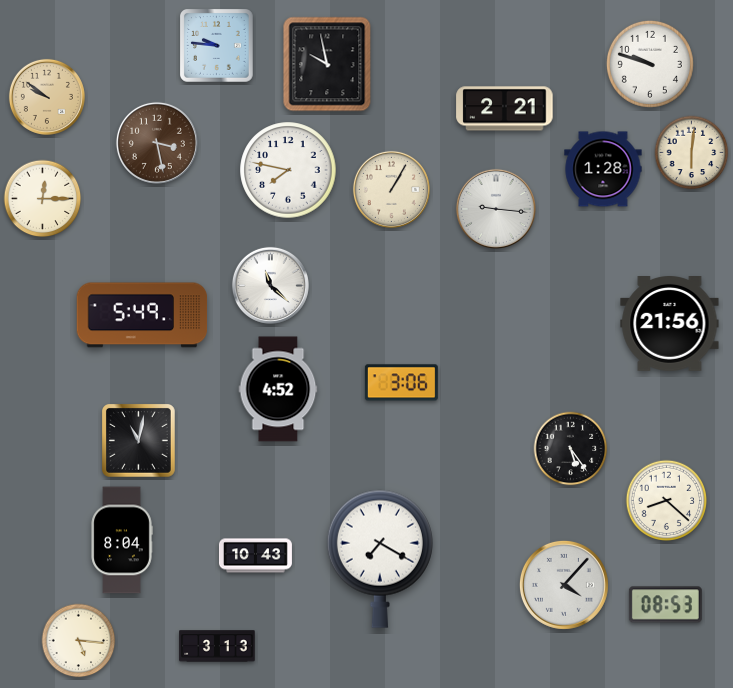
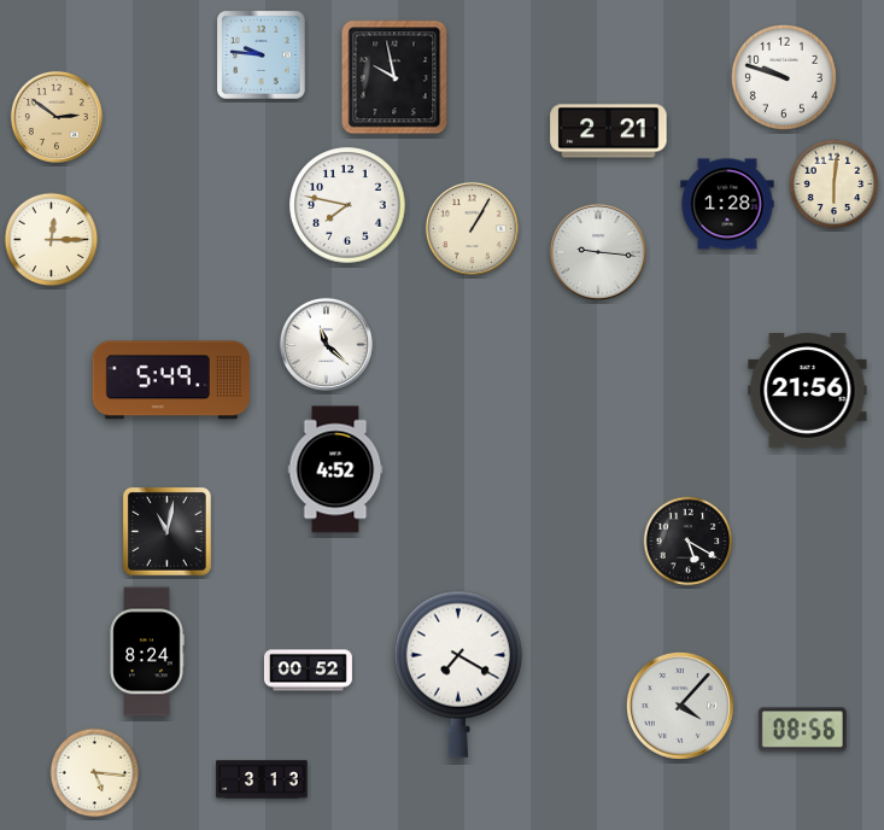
clock at (47, 97): 9:51 -> 2:51
clock at (157, 143): 3:28 -> none
clock at (401, 383): 3:06 -> none
clock at (571, 449): 5:24 -> 5:20
clock at (666, 500): 8:22 -> none
clock at (122, 540): 8:04 -> 8:24
clock at (255, 556): 10:43 -> 00:52
clock at (665, 605): 08:53 -> 08:56
